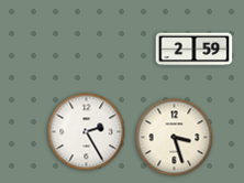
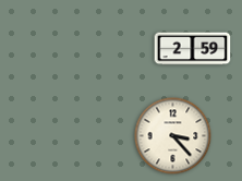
clock at (87, 132): 2:25 -> none
clock at (175, 138): 3:27 -> 3:23
